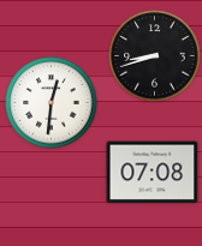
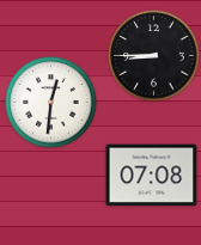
clock at (155, 56): 8:42 -> 8:45
clock at (153, 173) position: (153, 173) -> (152, 176)
